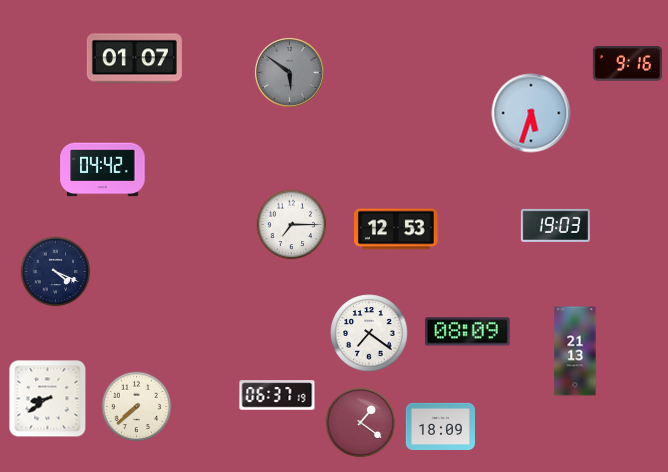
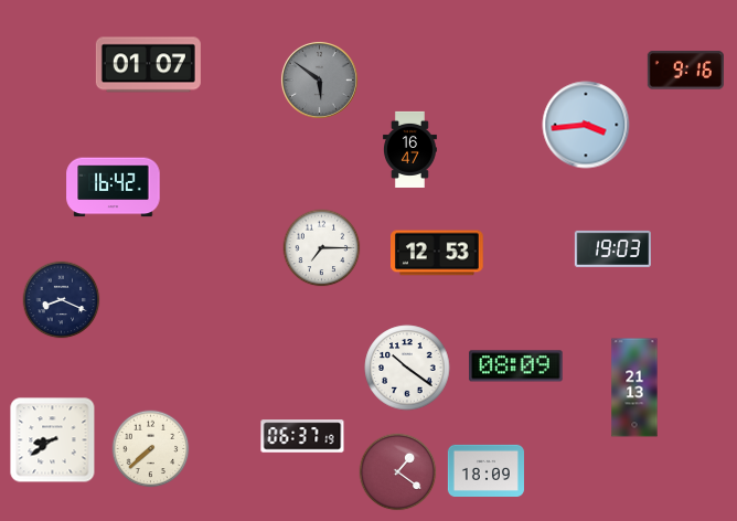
clock at (627, 64) position: (627, 64) -> (685, 71)
clock at (531, 113): 5:33 -> 3:44
clock at (410, 149): none -> 16:47
clock at (103, 170): 04:42 -> 16:42
clock at (56, 272): 4:19 -> 8:19
clock at (369, 333): 7:21 -> 10:21
clock at (277, 395) position: (277, 395) -> (302, 436)
clock at (361, 423) position: (361, 423) -> (398, 472)
